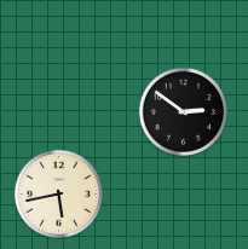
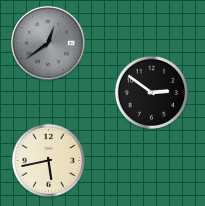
clock at (48, 43): none -> 12:39
